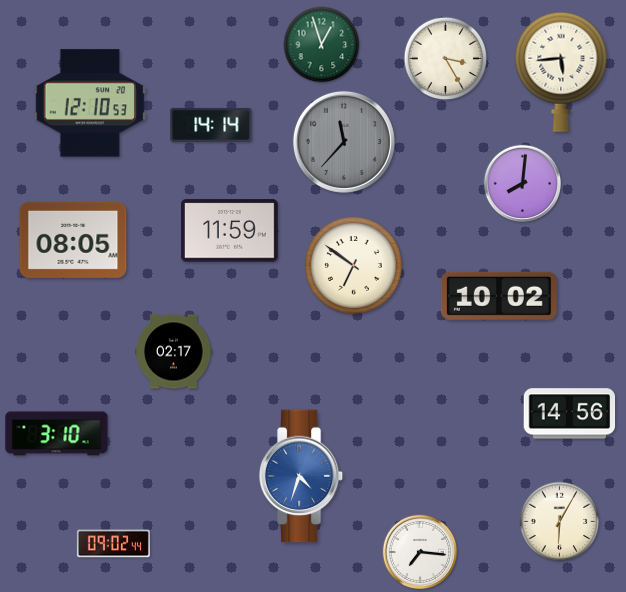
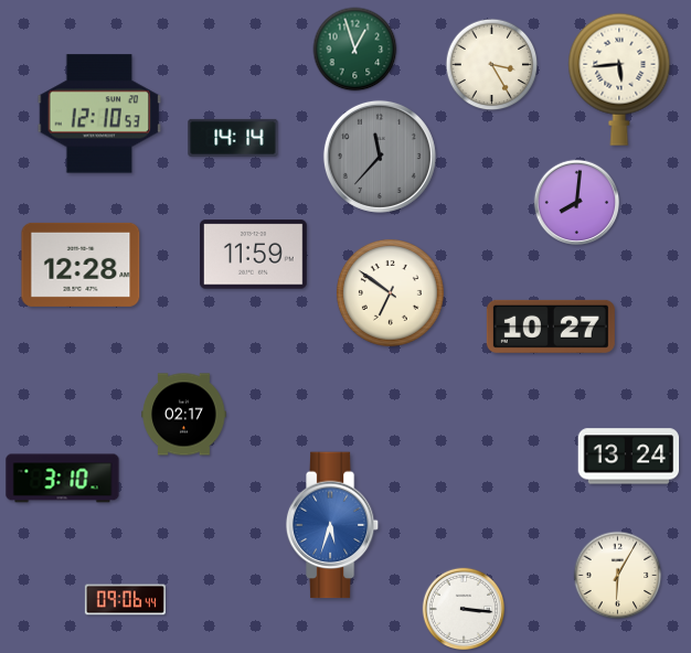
clock at (73, 240): 08:05 -> 12:28
clock at (499, 296): 10:02 -> 10:27
clock at (174, 352) position: (174, 352) -> (184, 415)
clock at (570, 414): 14:56 -> 13:24
clock at (301, 476): 4:33 -> 5:33
clock at (113, 544): 09:02 -> 09:06
clock at (420, 552): 7:16 -> 3:16
